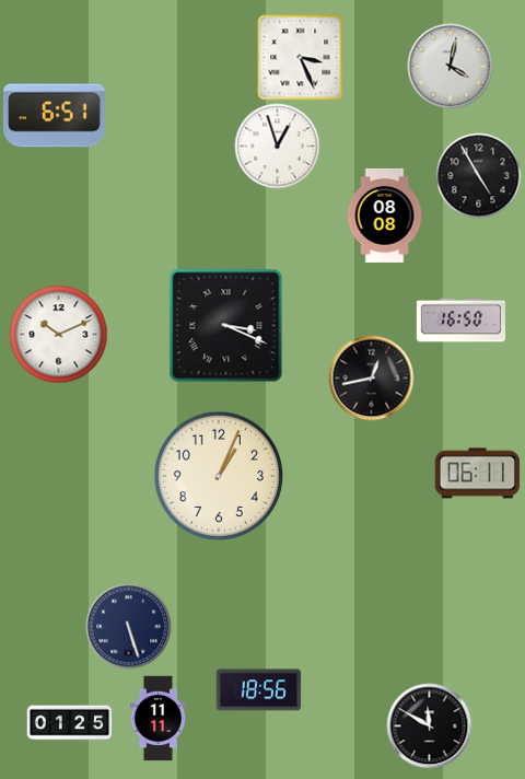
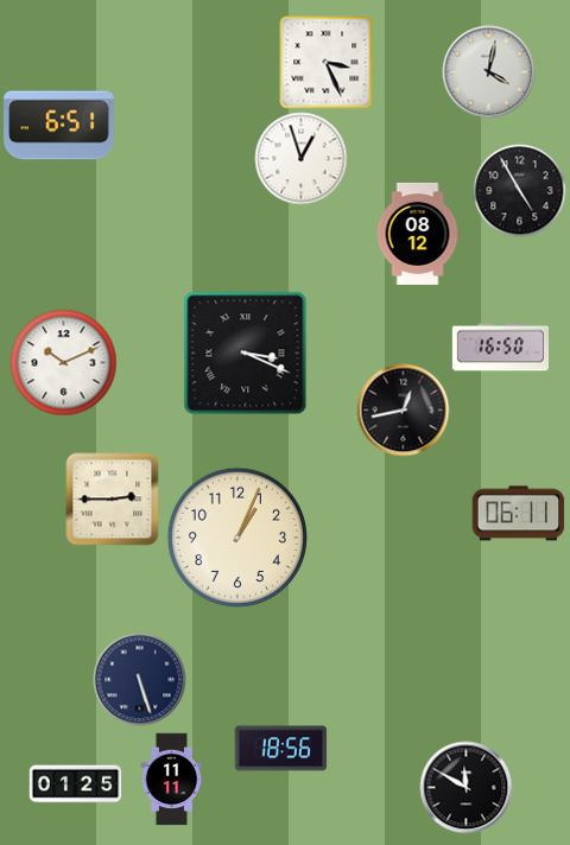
clock at (385, 216): 08:08 -> 08:12
clock at (112, 498): none -> 2:45
clock at (219, 476) position: (219, 476) -> (237, 538)
